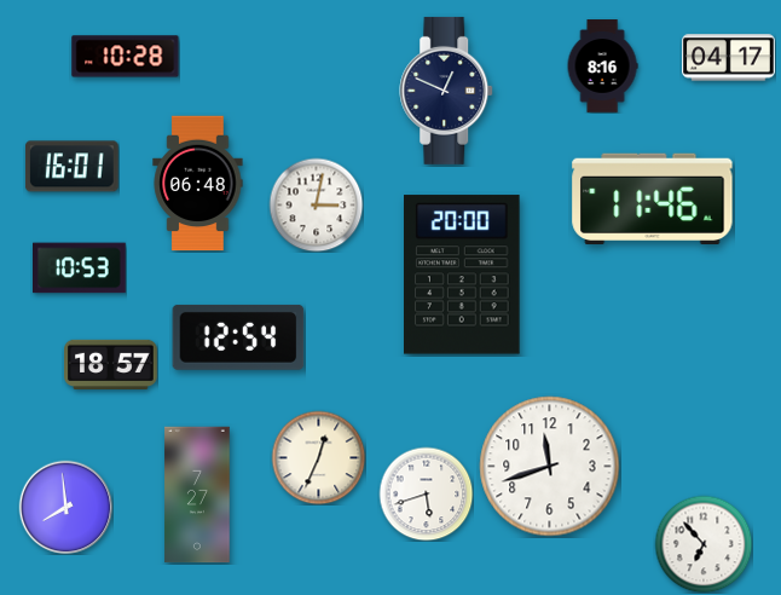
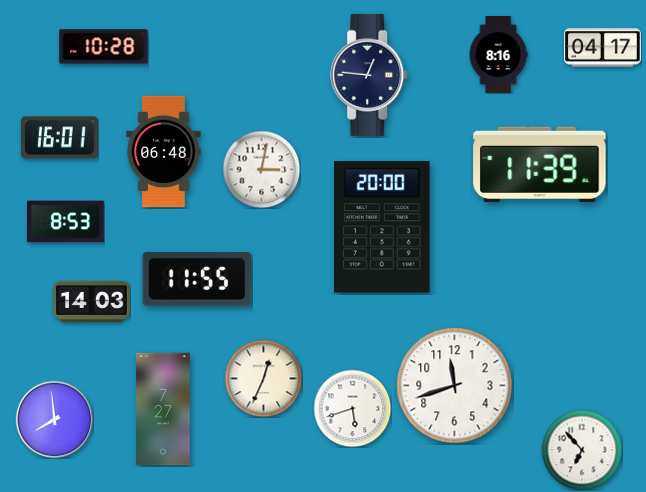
clock at (447, 91): 12:49 -> 12:46
clock at (653, 198): 11:46 -> 11:39
clock at (80, 268): 10:53 -> 8:53
clock at (238, 337): 12:54 -> 11:55
clock at (111, 364): 18:57 -> 14:03
